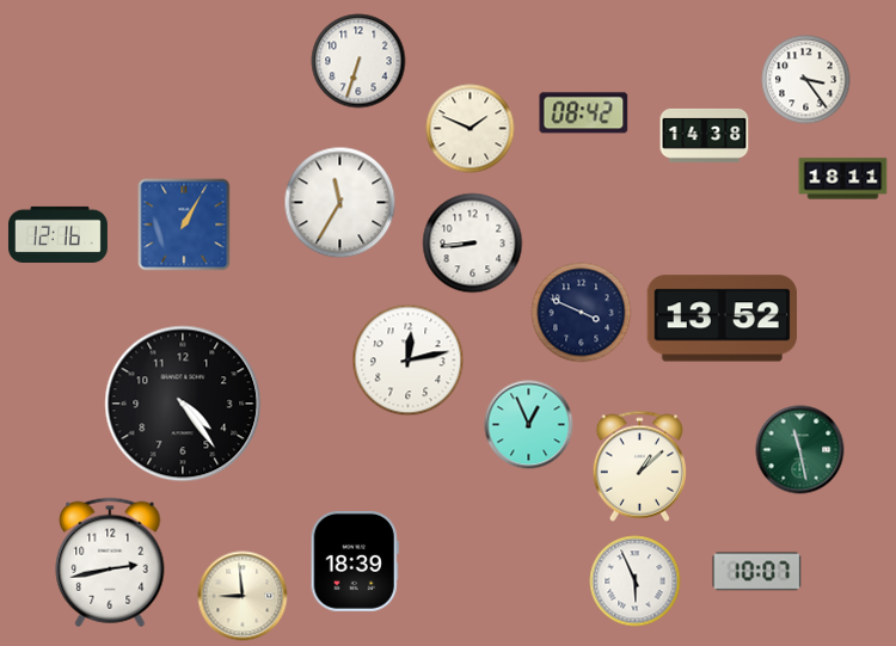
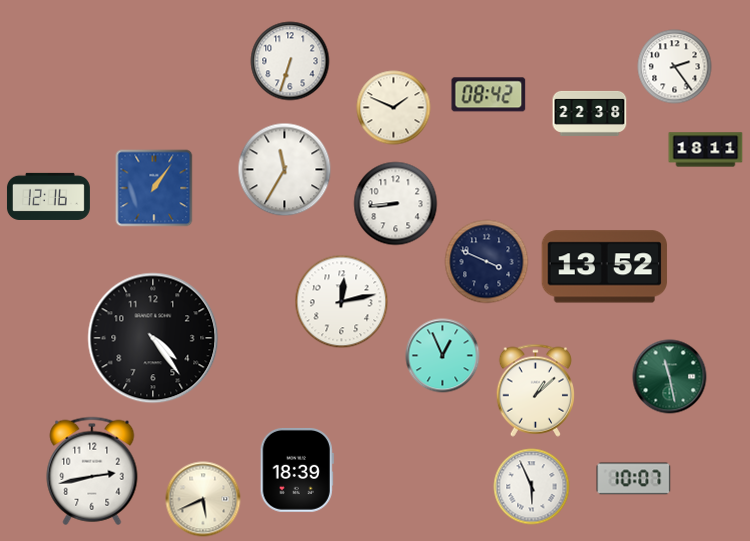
clock at (358, 61) position: (358, 61) -> (290, 61)
clock at (806, 80): 3:24 -> 2:24
clock at (705, 135): 14:38 -> 22:38
clock at (184, 224): 1:05 -> 1:06
clock at (243, 596): 8:59 -> 5:41
